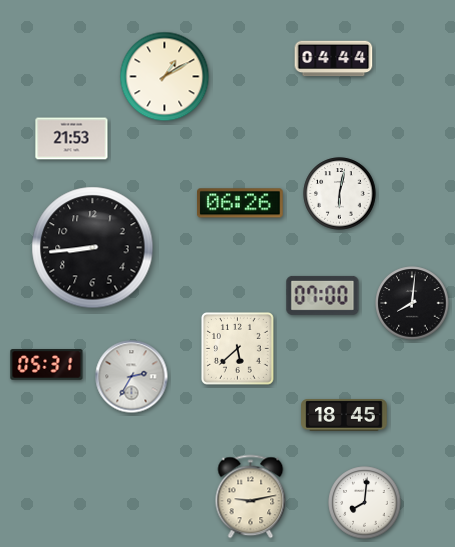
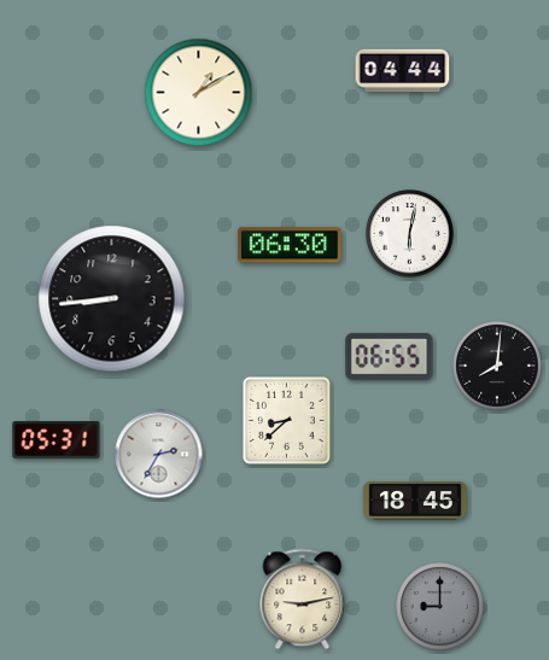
clock at (72, 139): 21:53 -> none
clock at (241, 203): 06:26 -> 06:30
clock at (323, 295): 07:00 -> 06:55
clock at (238, 349): 5:38 -> 8:38
clock at (365, 503): 8:01 -> 9:00
clock at (365, 503) dial: white -> grey
